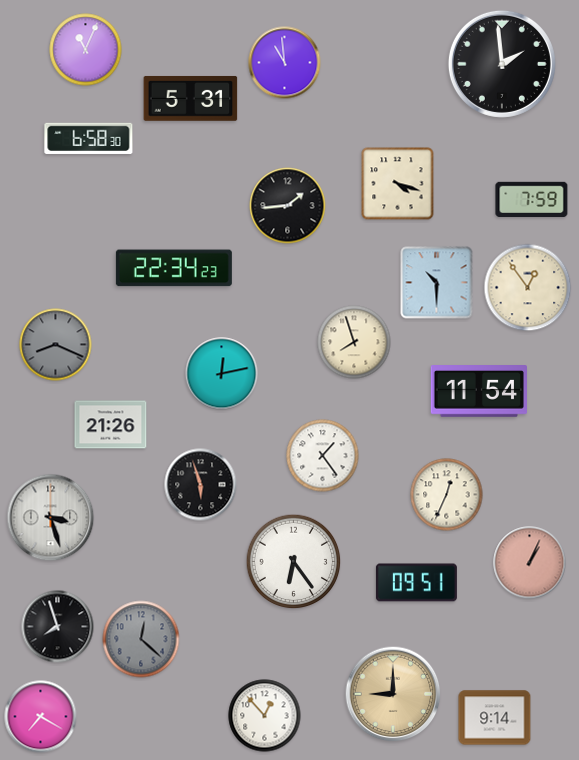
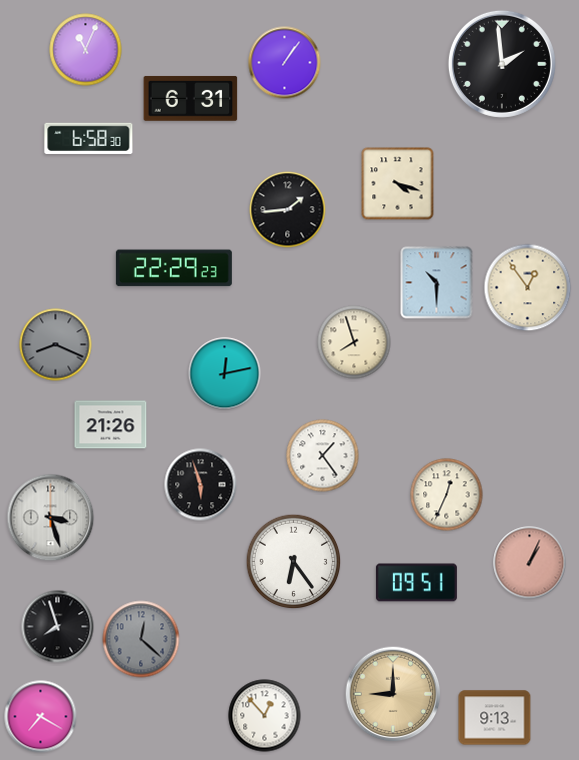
clock at (285, 63): 10:59 -> 1:06
clock at (191, 99): 5:31 -> 6:31
clock at (532, 199): 7:59 -> none
clock at (288, 206) position: (288, 206) -> (288, 210)
clock at (174, 268): 22:34 -> 22:29
clock at (222, 374) position: (222, 374) -> (225, 374)
clock at (478, 392): 11:54 -> none
clock at (495, 718): 9:14 -> 9:13
